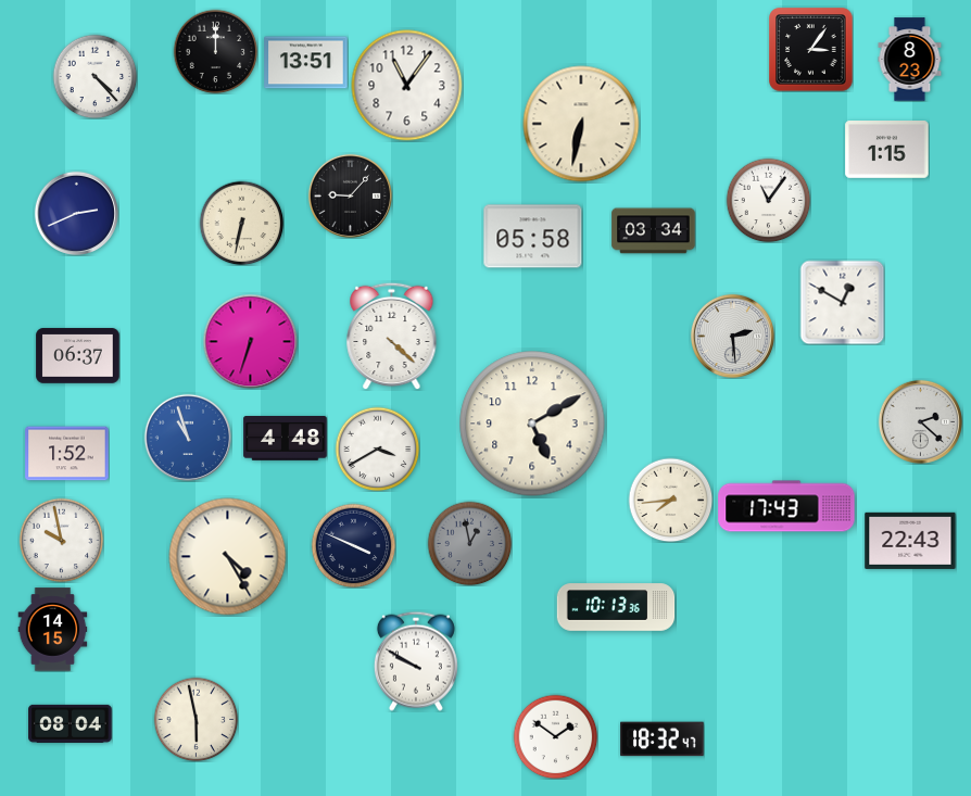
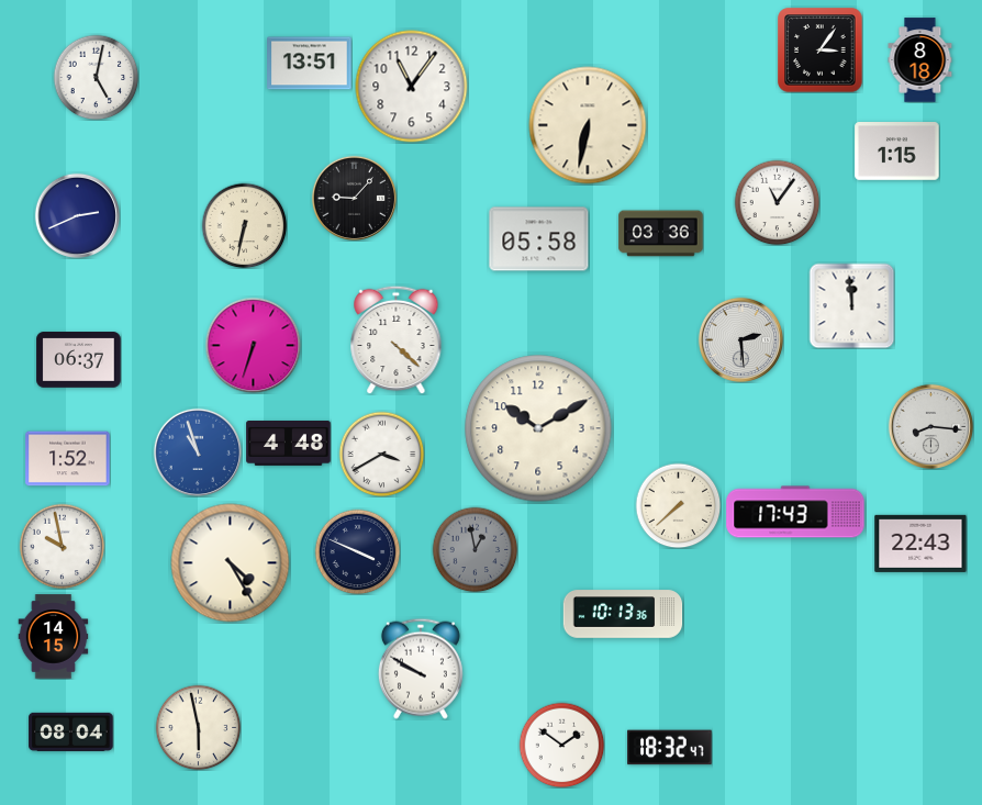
clock at (215, 51): 12:00 -> none
clock at (910, 60): 8:23 -> 8:18
clock at (94, 76): 4:23 -> 5:02
clock at (654, 231): 03:34 -> 03:36
clock at (842, 302): 12:50 -> 11:59
clock at (920, 421): 2:22 -> 8:16
clock at (532, 424): 5:10 -> 10:10
clock at (188, 438) position: (188, 438) -> (198, 452)
clock at (670, 500): 7:44 -> 7:38
clock at (910, 541) position: (910, 541) -> (920, 544)
